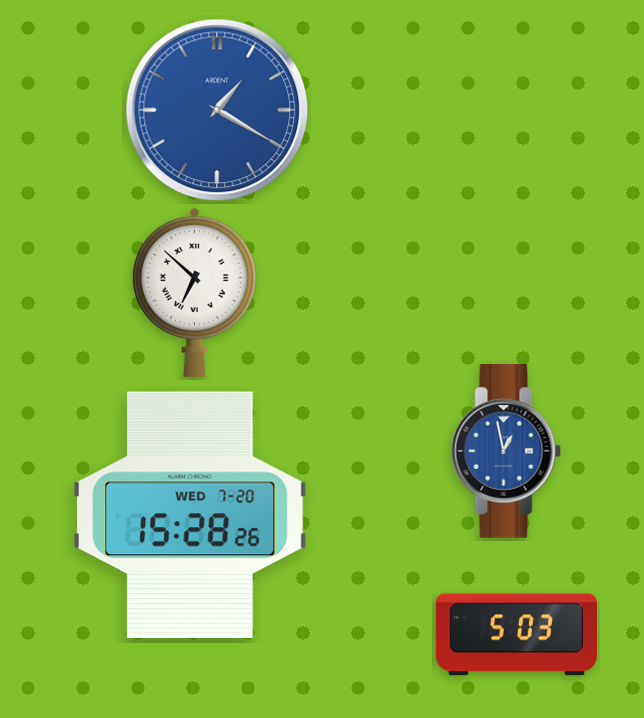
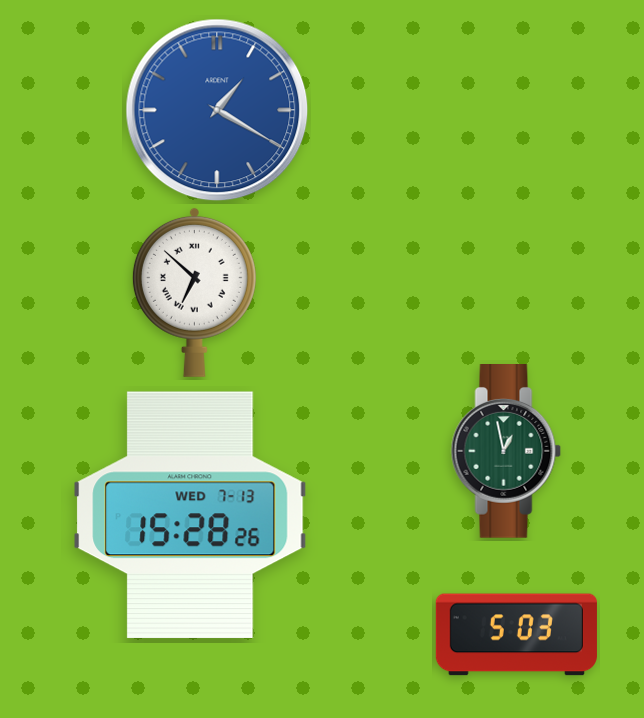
clock at (506, 452) dial: blue -> green
clock at (190, 515) date: WED 7-20 -> WED 7-13
